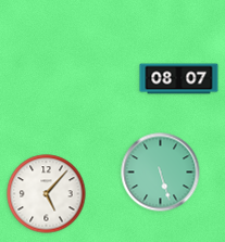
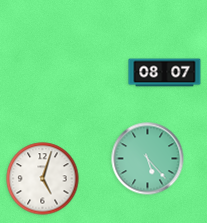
clock at (161, 173): 5:27 -> 5:23
clock at (47, 194): 5:07 -> 5:03
